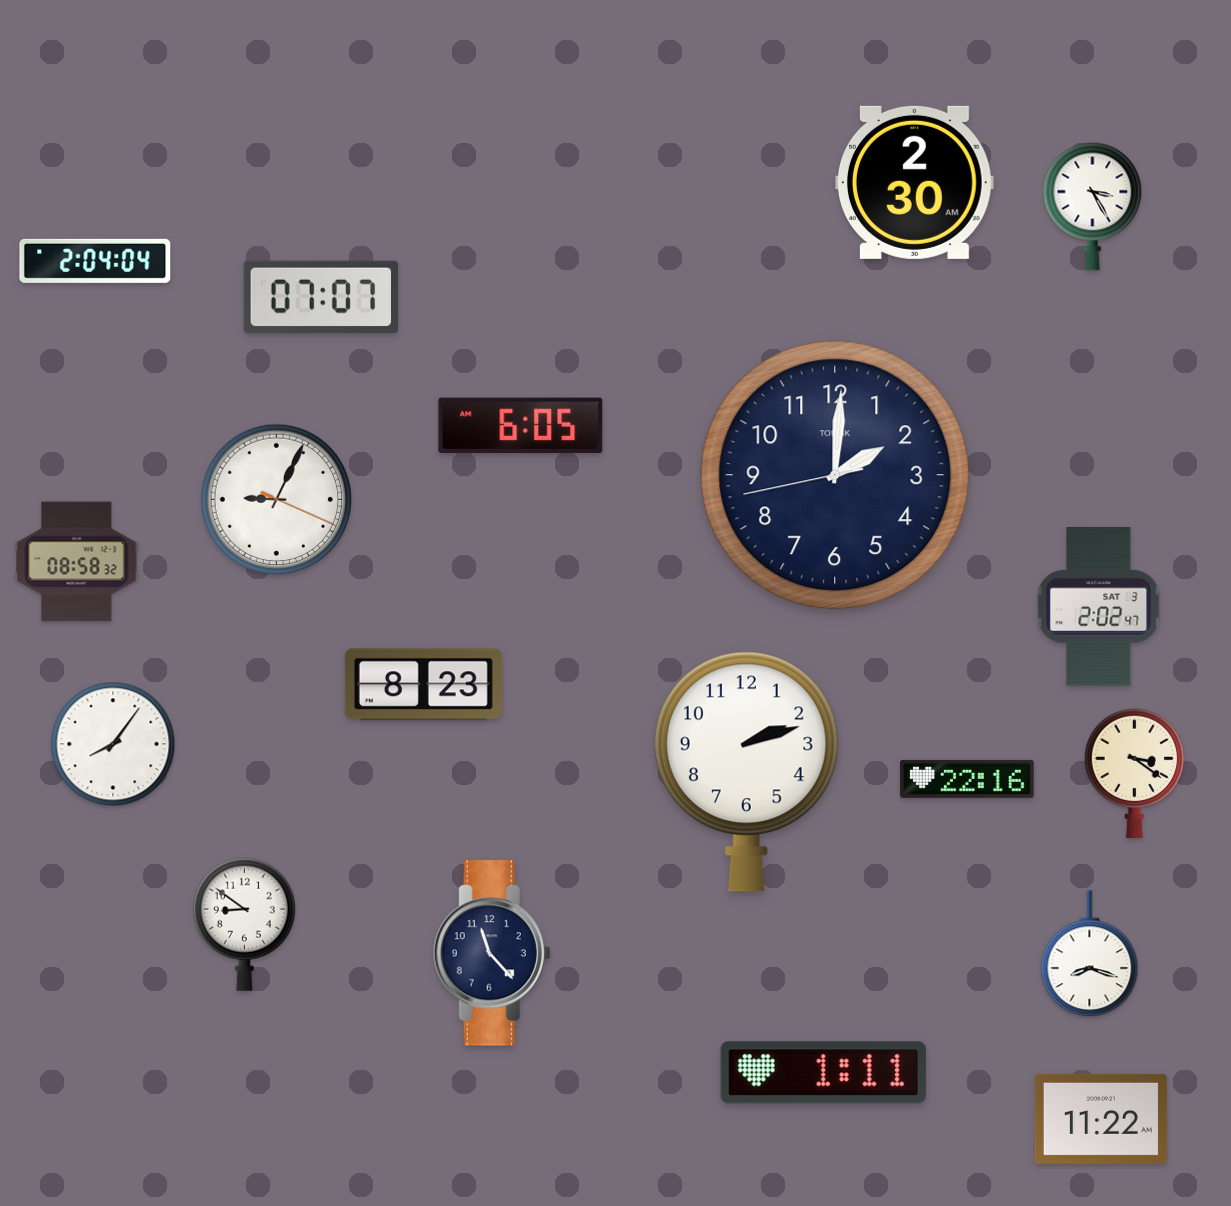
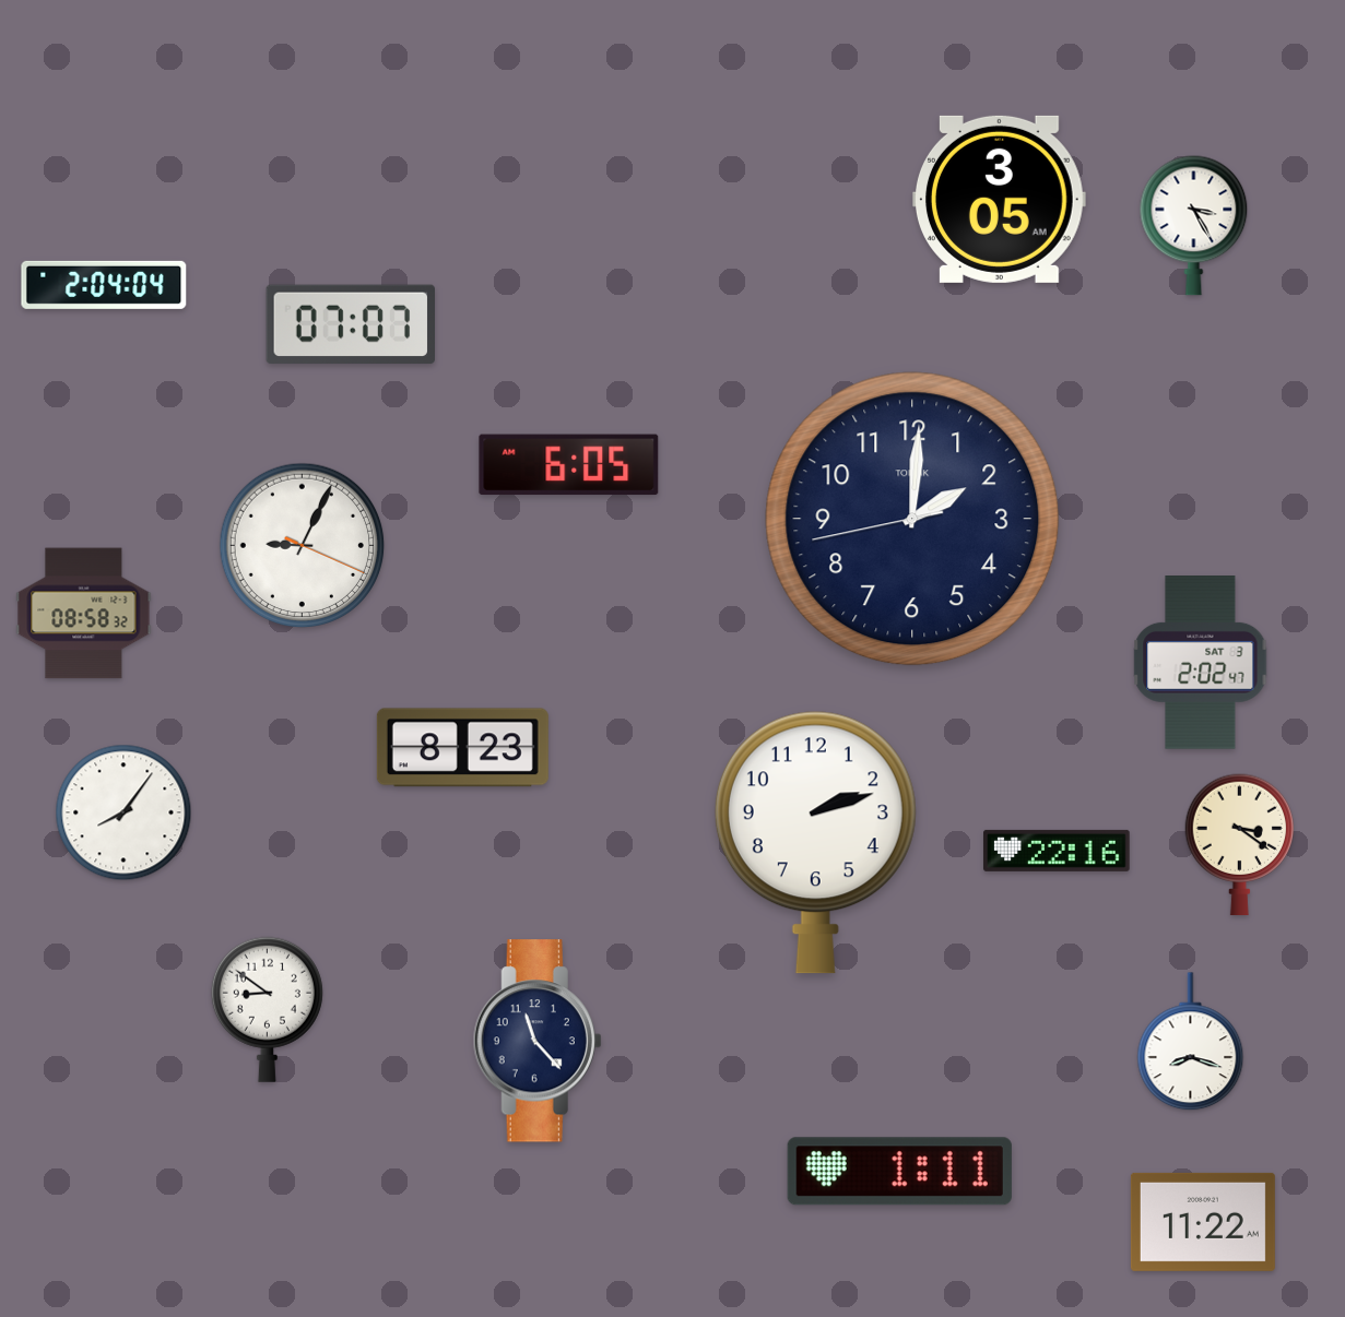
clock at (915, 182): 2:30 -> 3:05
